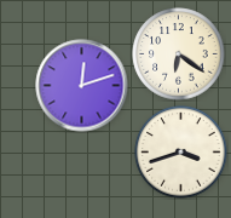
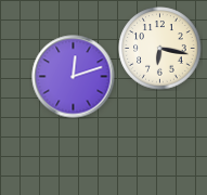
clock at (179, 54): 6:21 -> 6:17
clock at (181, 153): 3:42 -> none
